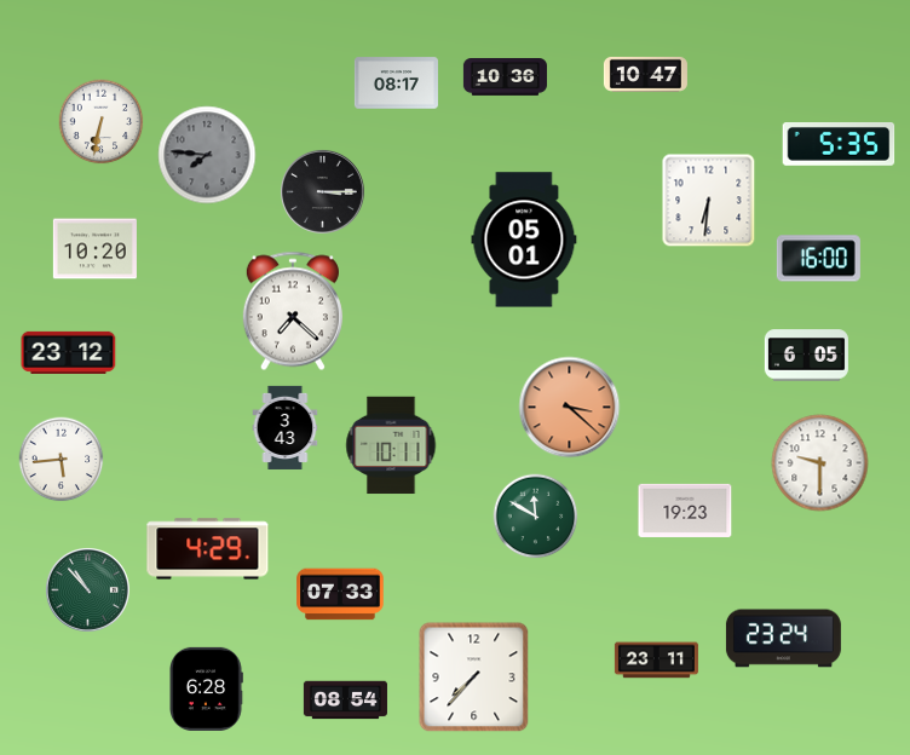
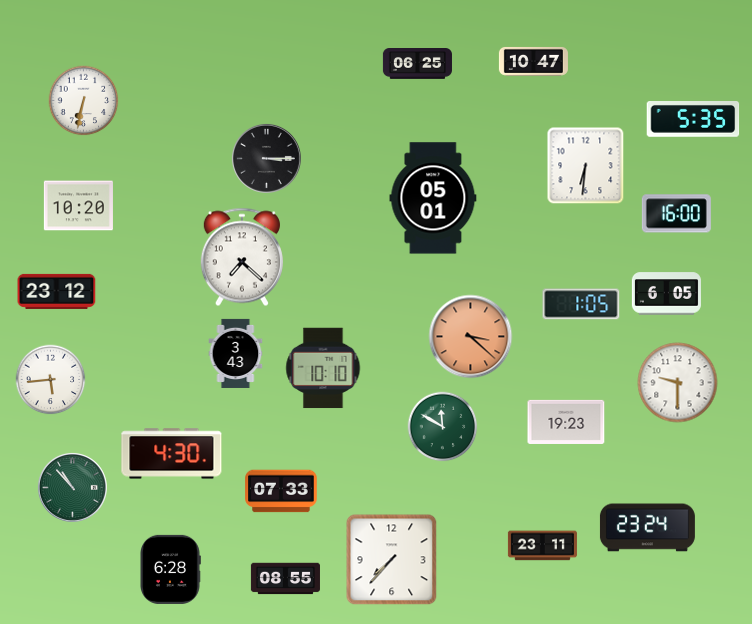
clock at (505, 77): 10:36 -> 06:25
clock at (396, 83): 08:17 -> none
clock at (207, 155): 7:46 -> none
clock at (581, 304): none -> 1:05
clock at (391, 445): 10:11 -> 10:10
clock at (208, 549): 4:29 -> 4:30
clock at (345, 701): 08:54 -> 08:55
